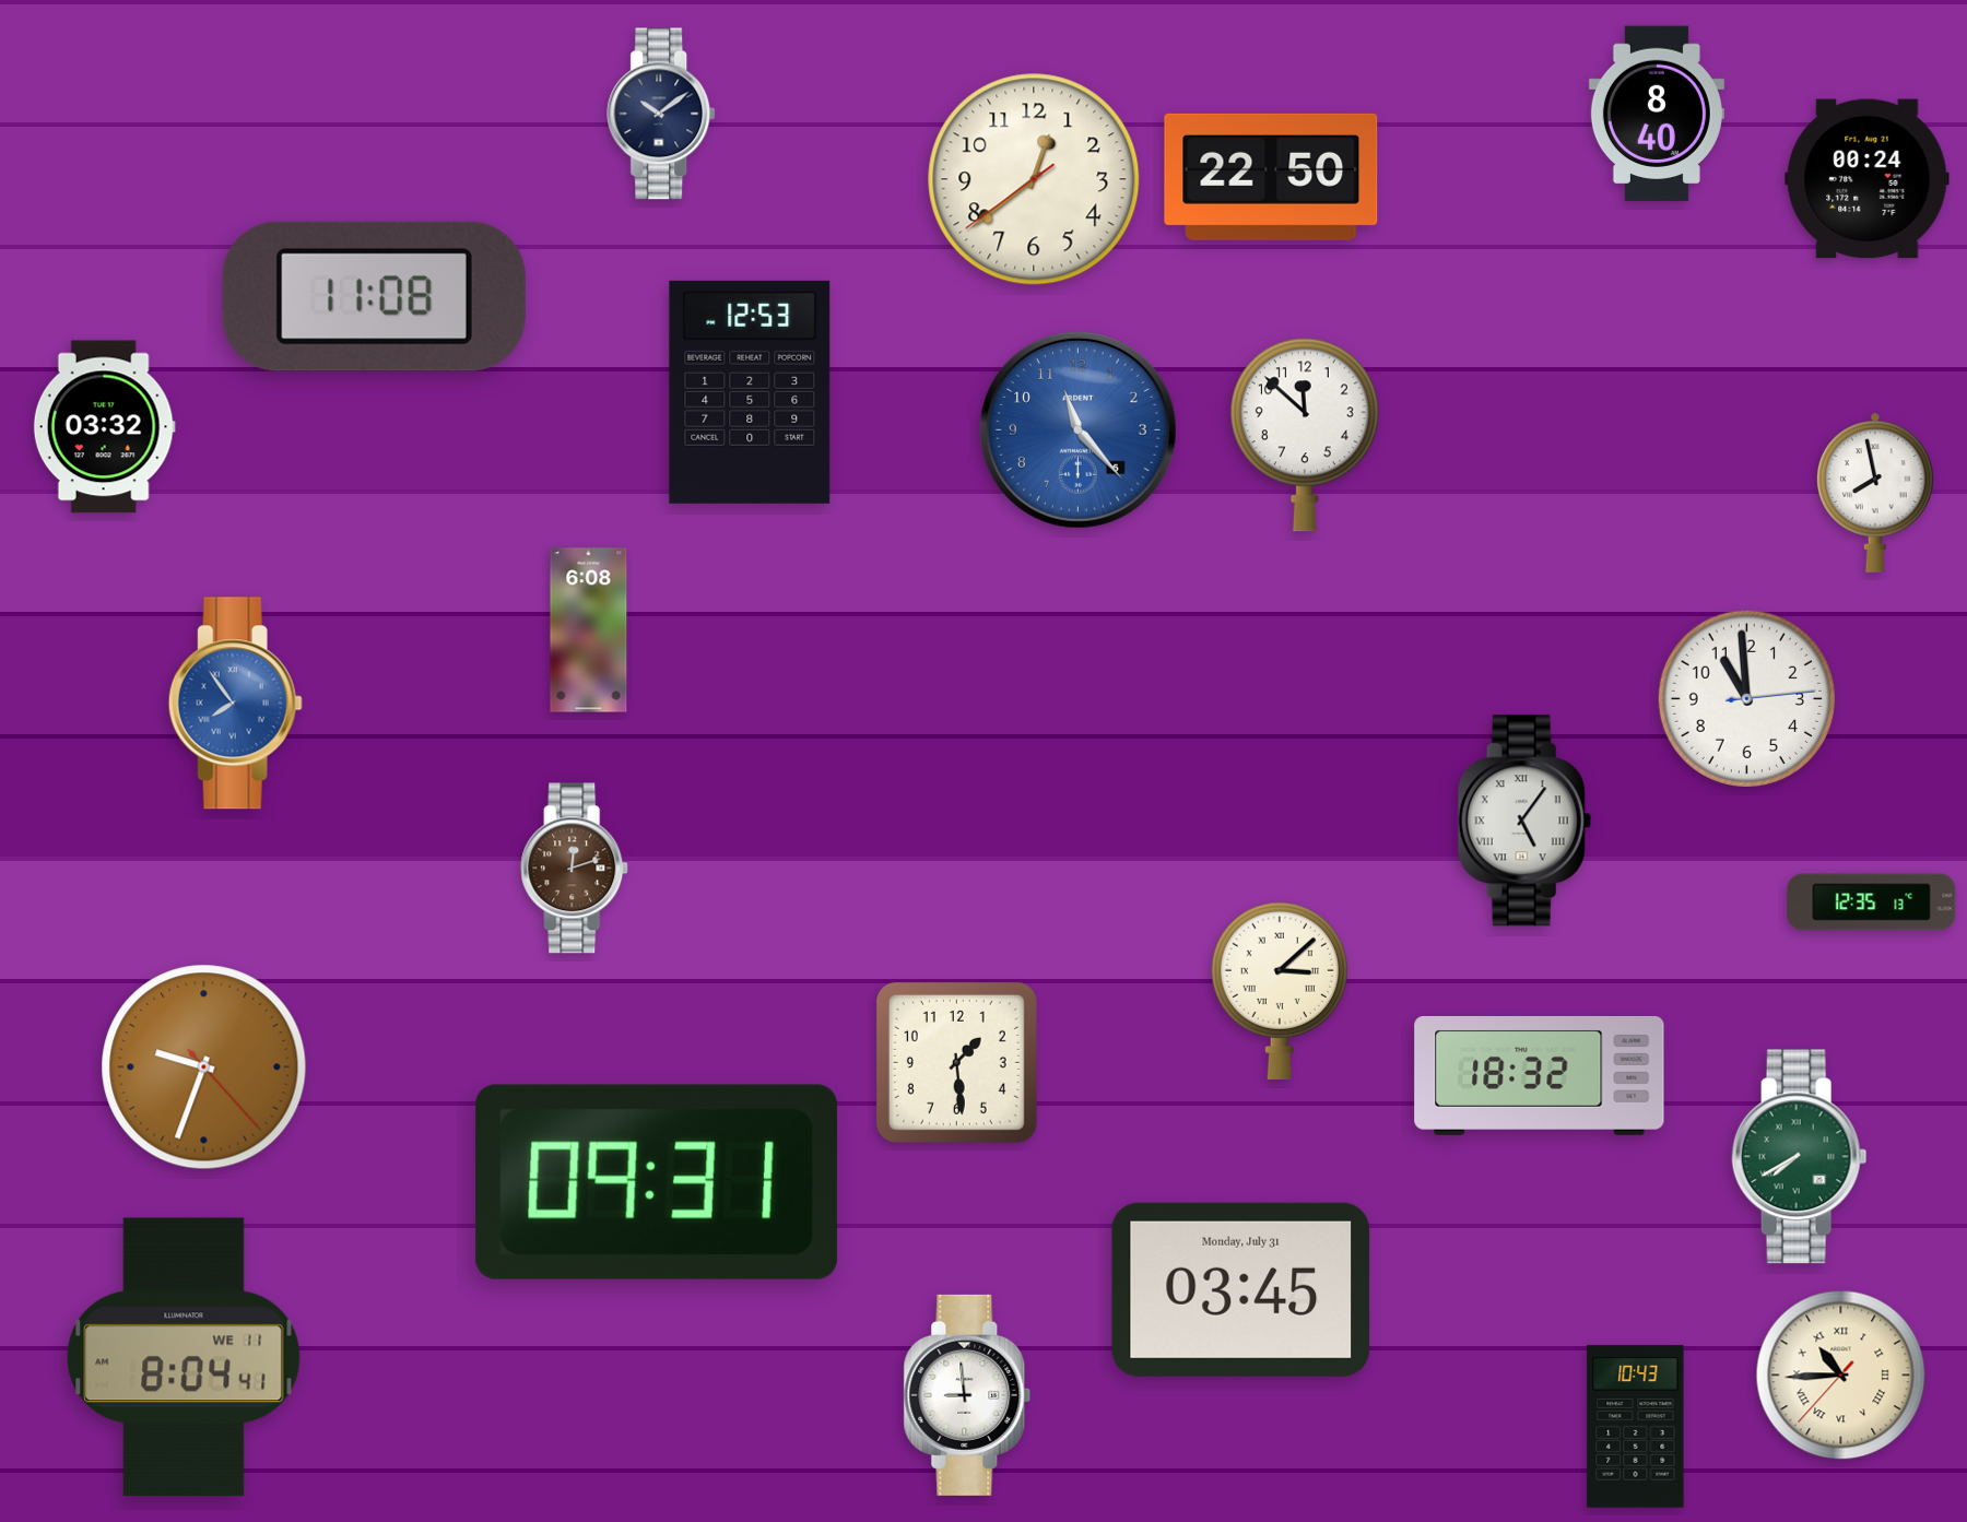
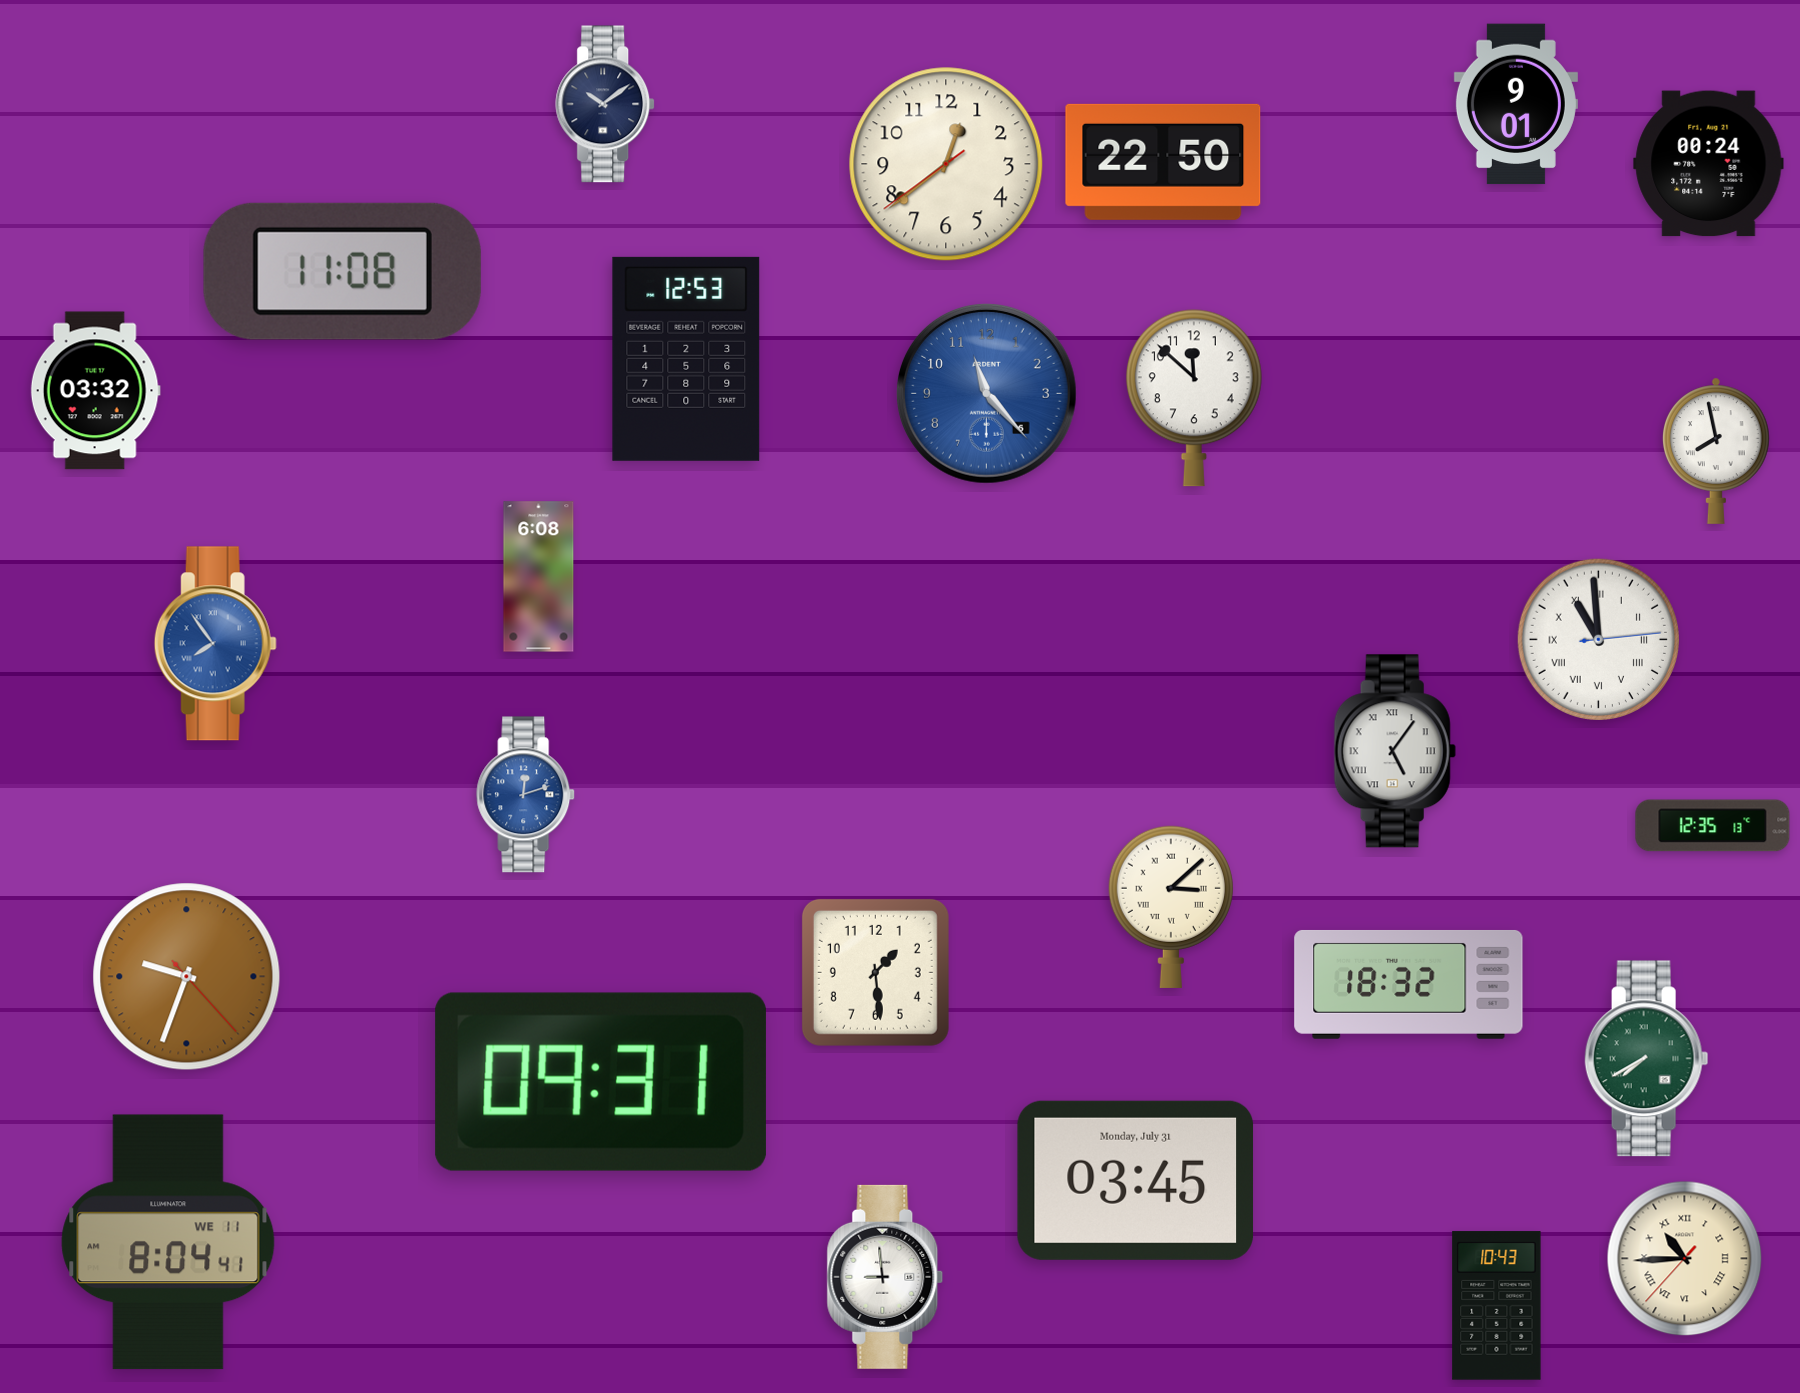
clock at (1657, 114): 8:40 -> 9:01
clock at (1746, 698) numerals: Arabic -> Roman
clock at (575, 869) dial: brown -> blue
